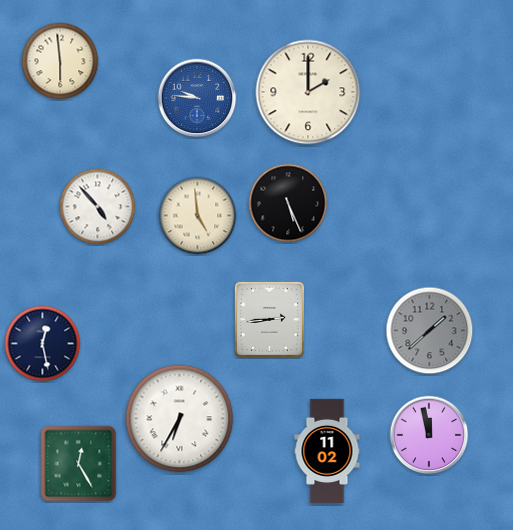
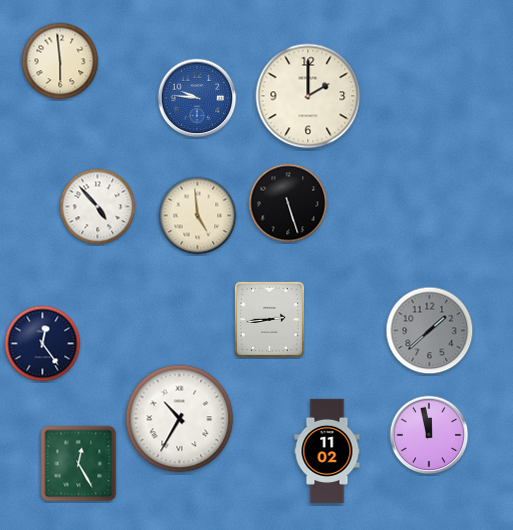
clock at (308, 92) position: (308, 92) -> (308, 96)
clock at (288, 203): 5:26 -> 5:27
clock at (43, 344): 12:28 -> 12:24
clock at (180, 419): 6:35 -> 10:35
